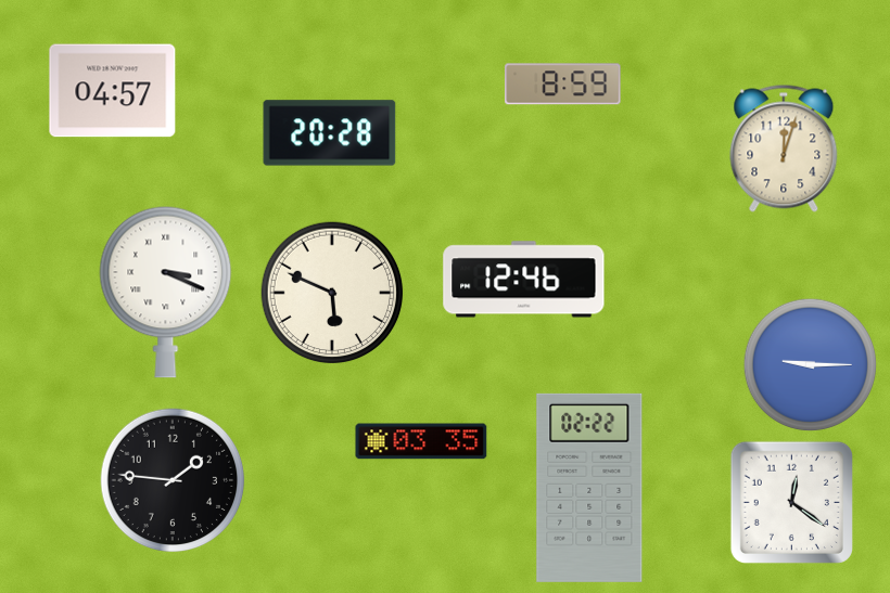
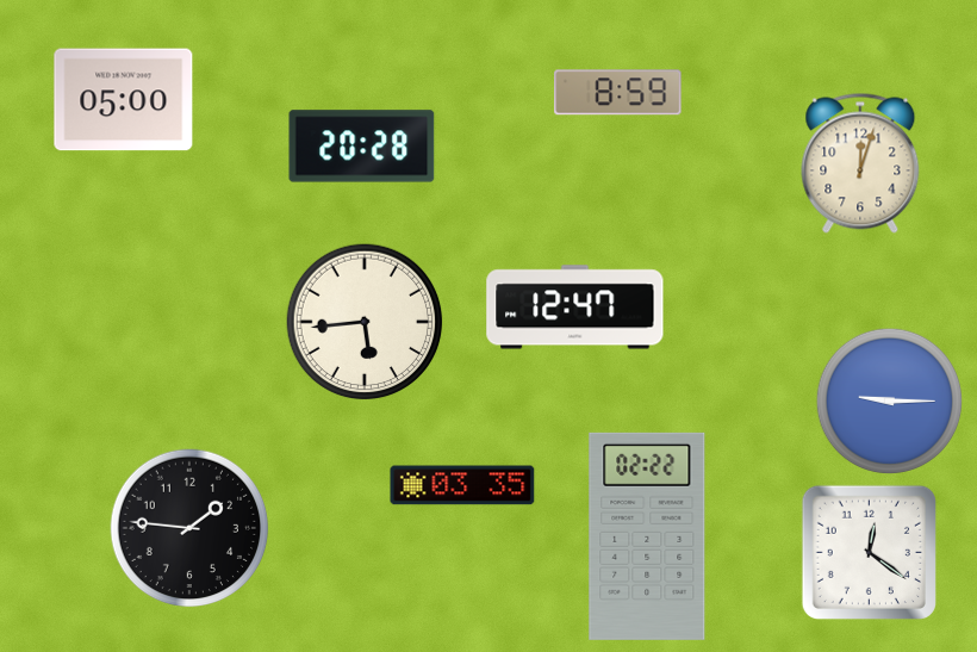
clock at (113, 91): 04:57 -> 05:00
clock at (524, 280): 12:46 -> 12:47
clock at (166, 292): 3:19 -> none
clock at (332, 293): 5:49 -> 5:44
